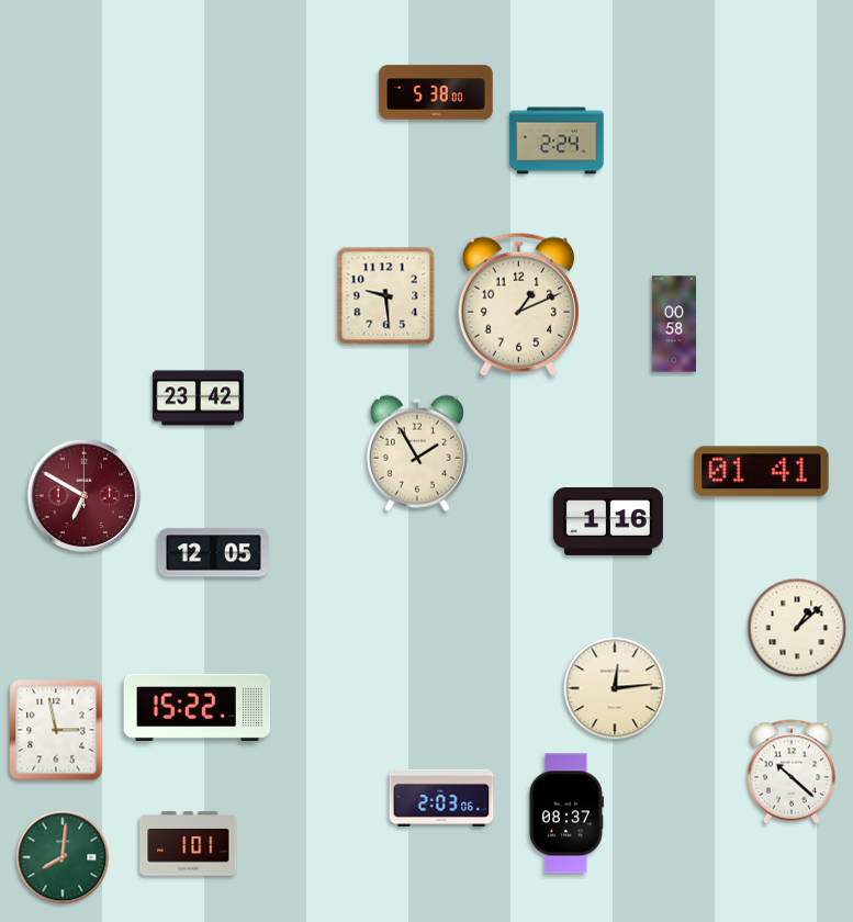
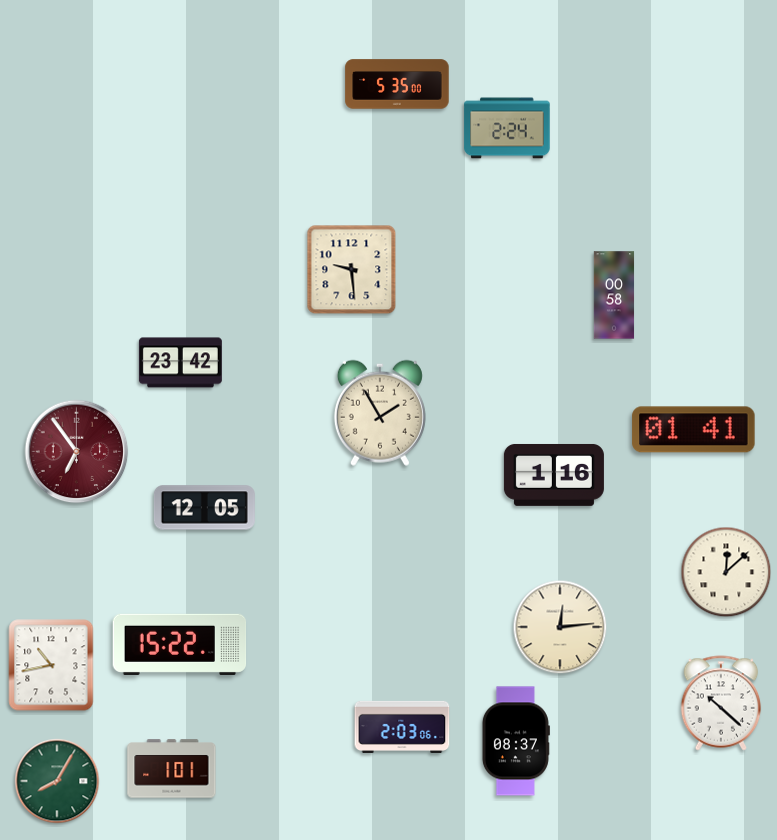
clock at (436, 92): 5:38 -> 5:35
clock at (518, 304): 1:11 -> none
clock at (85, 496): 6:50 -> 6:54
clock at (213, 553) position: (213, 553) -> (204, 508)
clock at (797, 628): 1:08 -> 12:08
clock at (56, 730): 2:58 -> 10:43
clock at (63, 857): 8:01 -> 8:05
